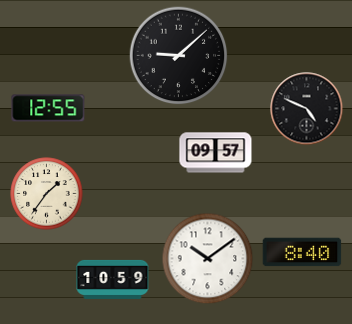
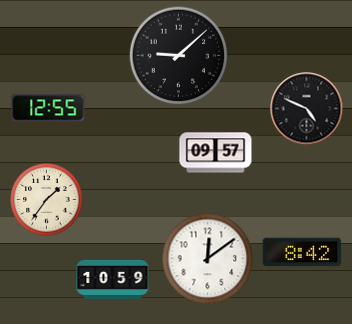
clock at (47, 194) position: (47, 194) -> (47, 200)
clock at (302, 252): 8:40 -> 8:42
clock at (208, 259): 10:09 -> 12:09
